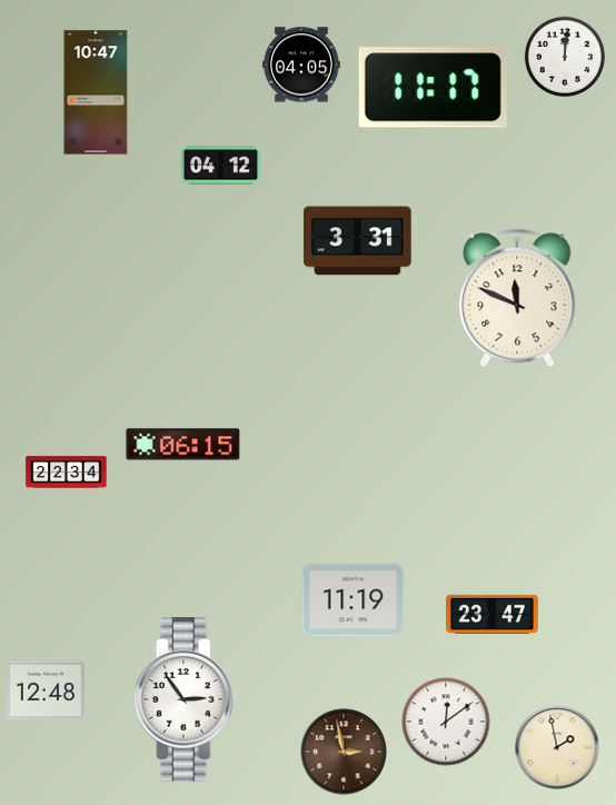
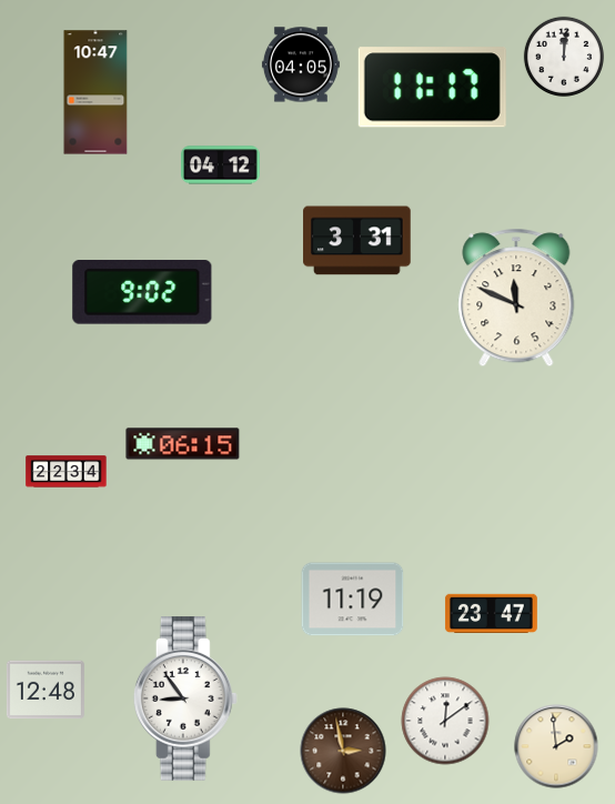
clock at (142, 293): none -> 9:02
clock at (186, 699): 2:54 -> 8:54
clock at (557, 747): 1:58 -> 1:59
